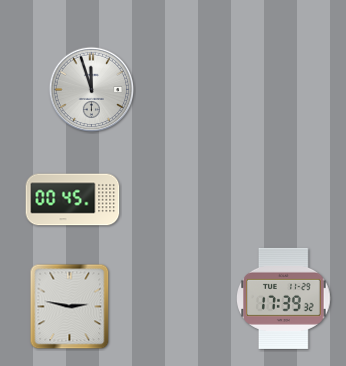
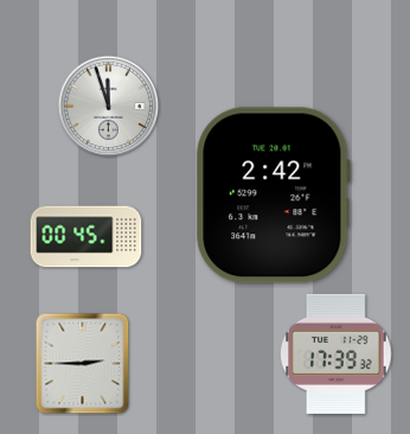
clock at (273, 196): none -> 2:42
clock at (70, 307): 2:47 -> 2:45
